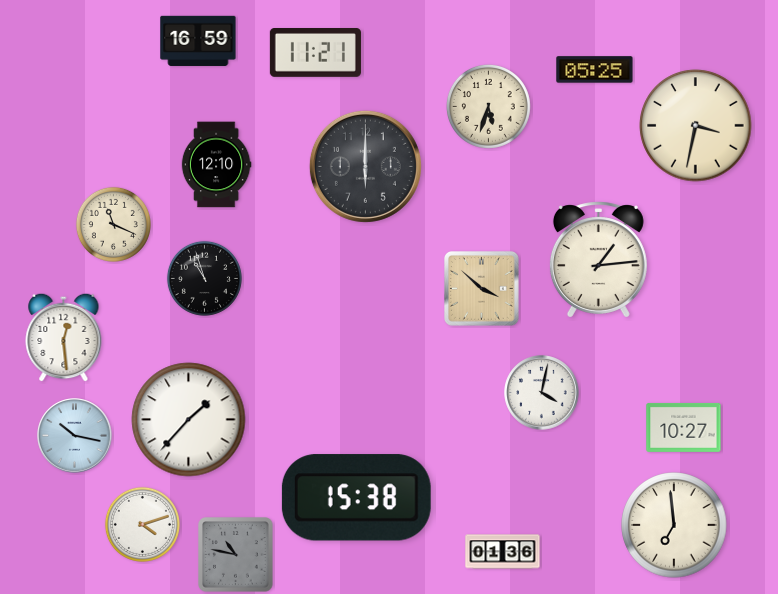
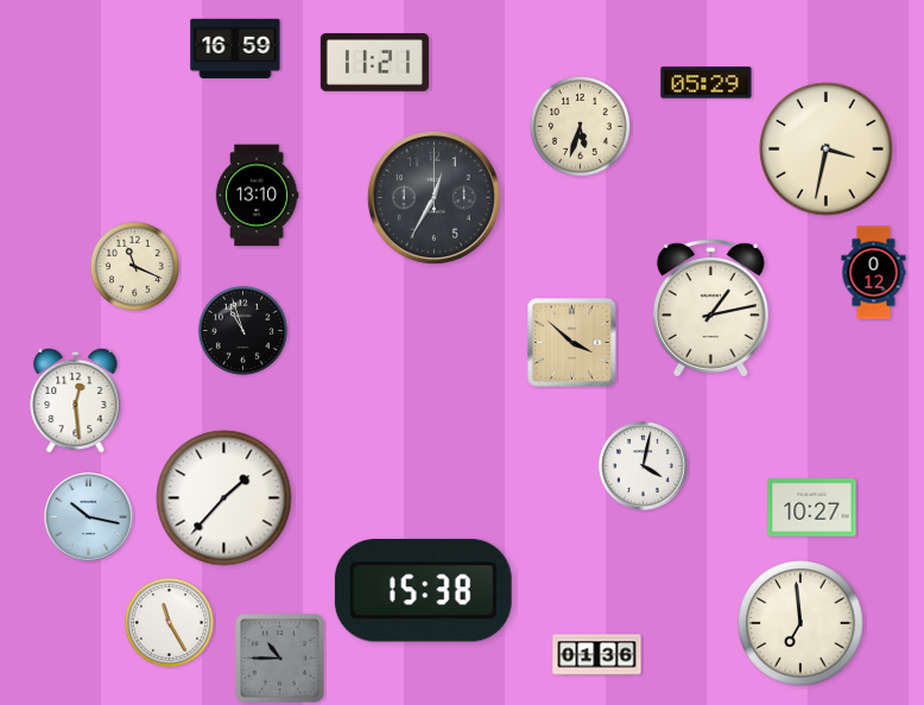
clock at (595, 70): 05:25 -> 05:29
clock at (216, 165): 12:10 -> 13:10
clock at (365, 166): 6:00 -> 12:35
clock at (874, 273): none -> 0:12
clock at (598, 260): 1:14 -> 1:13
clock at (142, 524): 4:12 -> 11:25
clock at (236, 555): 10:47 -> 10:45
